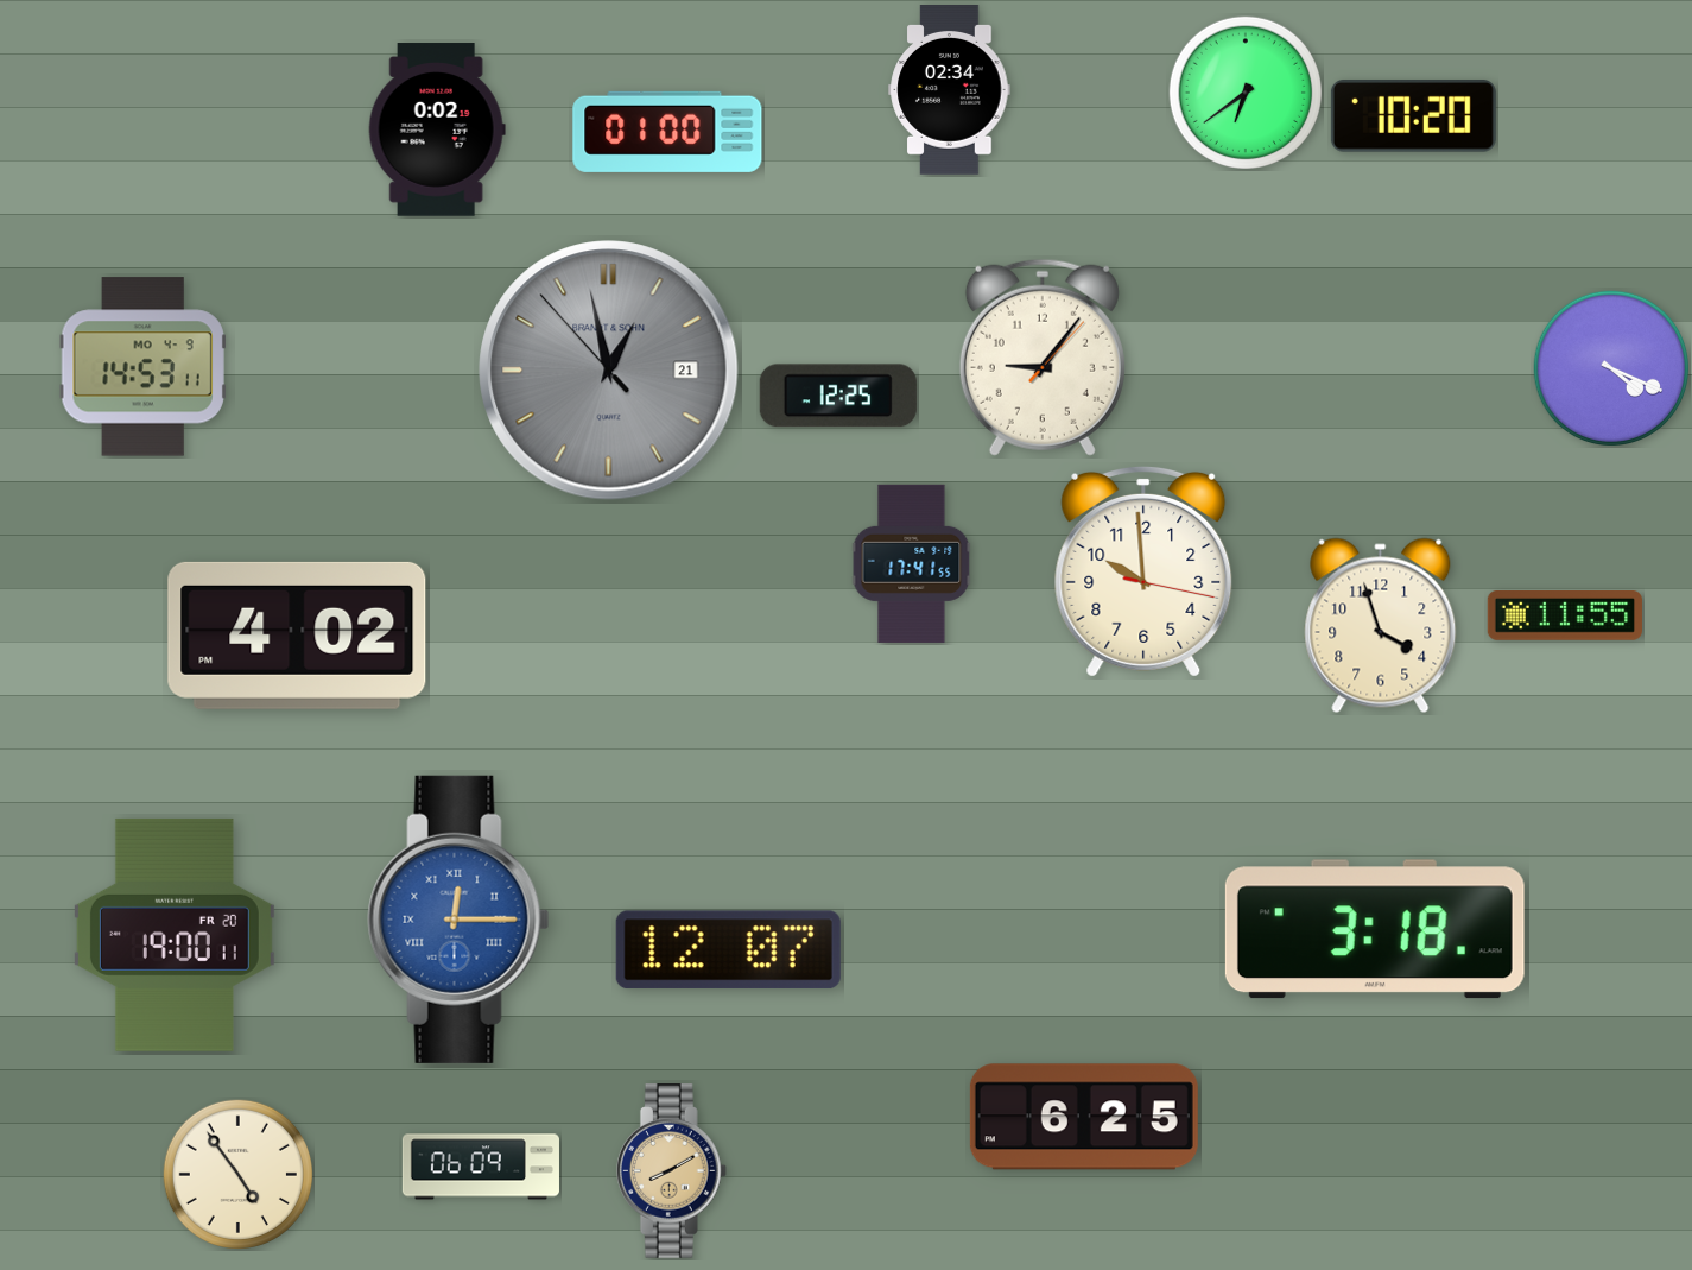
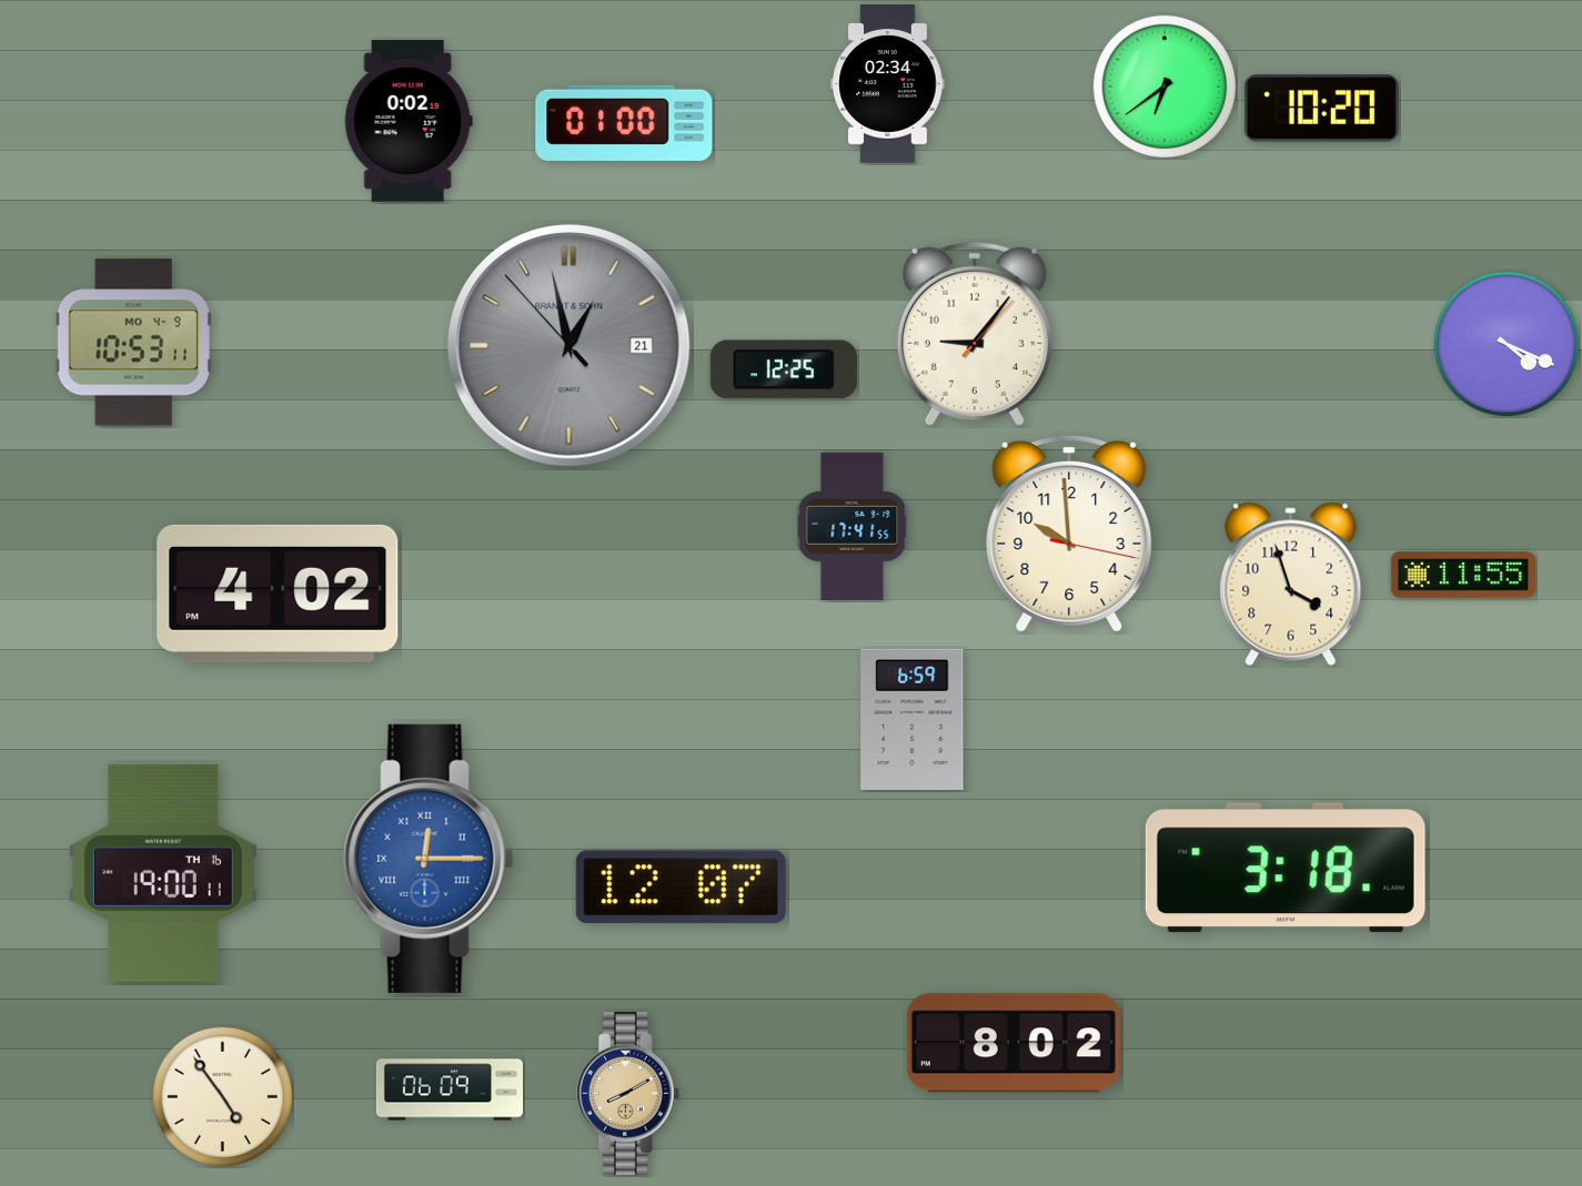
clock at (142, 367): 14:53 -> 10:53
clock at (913, 719): none -> 6:59
clock at (175, 935) date: FR 20 -> TH 16
clock at (1084, 1117): 6:25 -> 8:02
